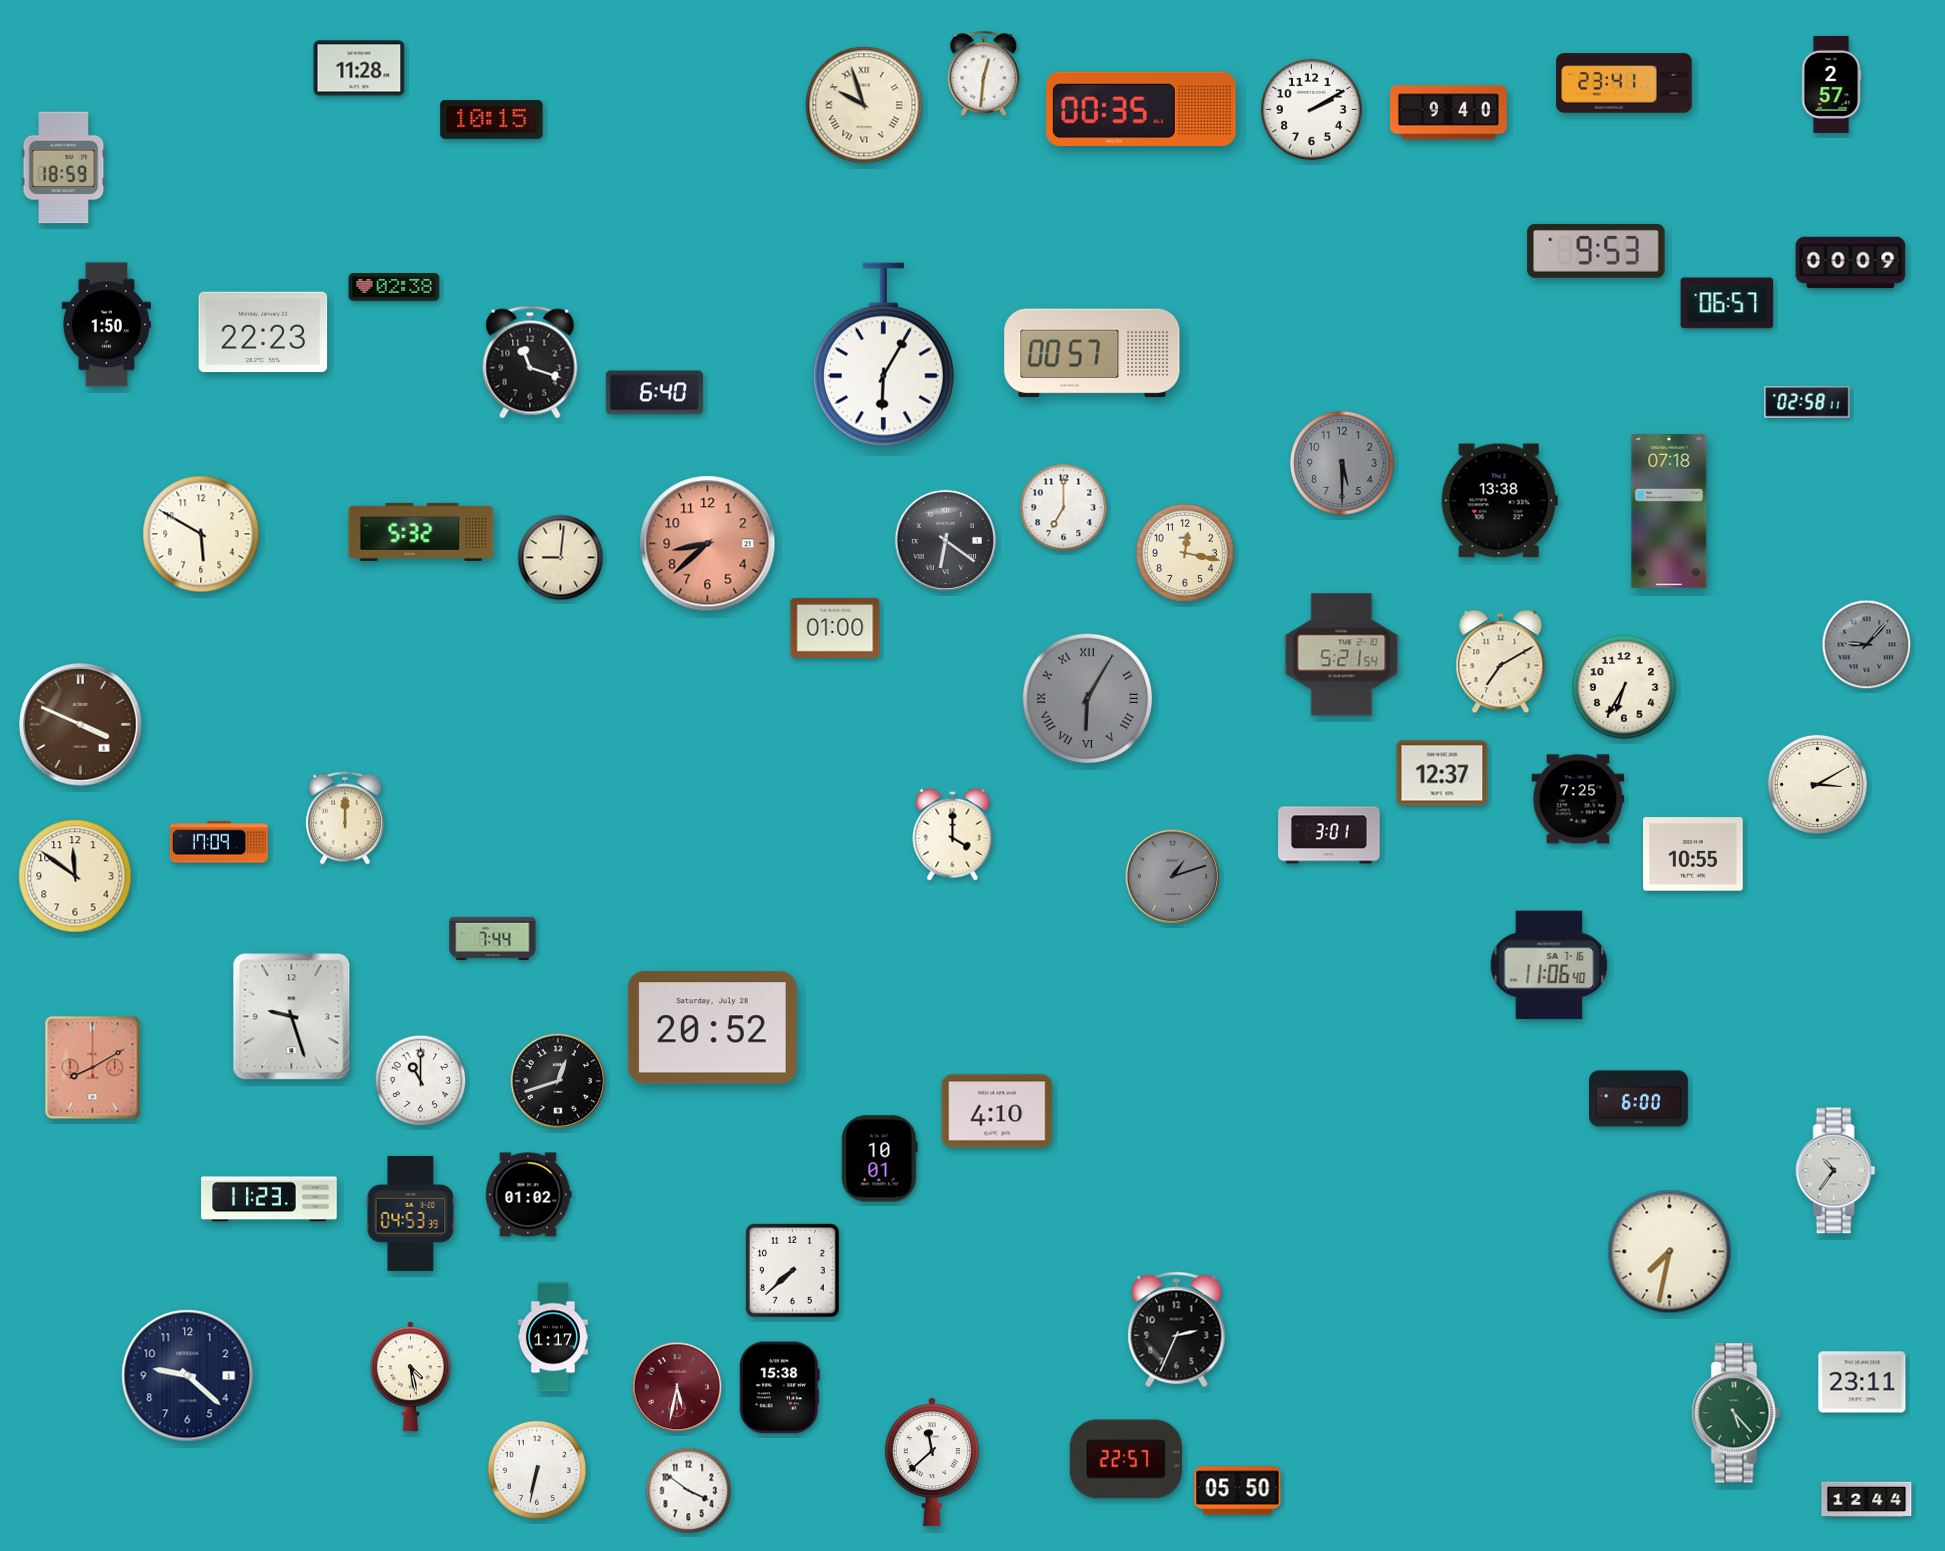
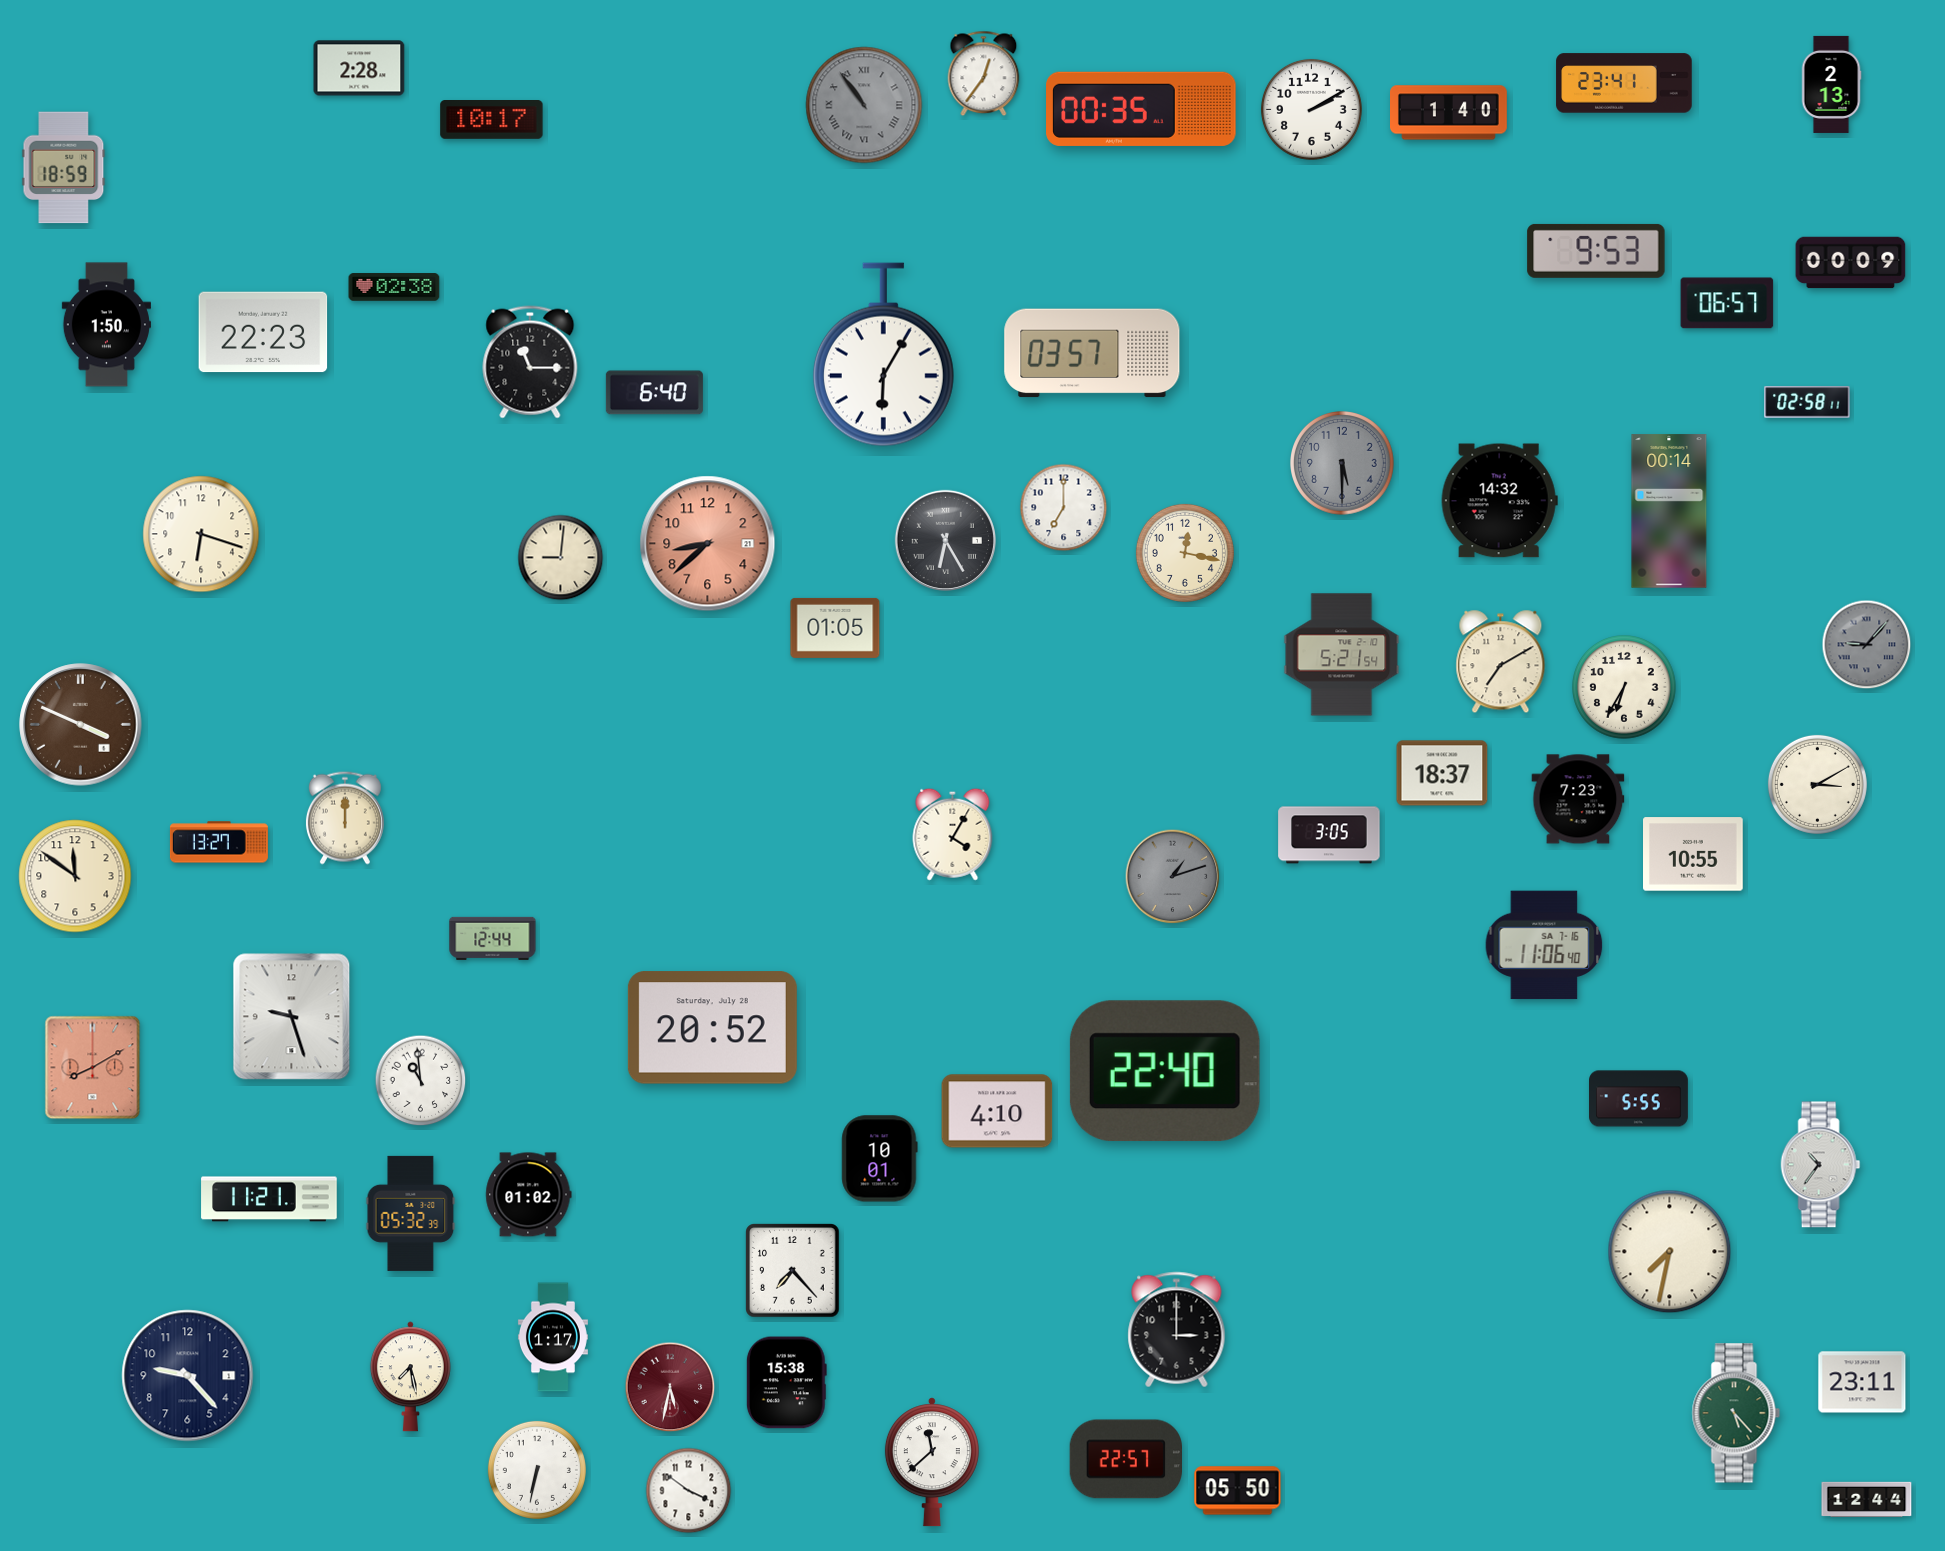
clock at (359, 68): 11:28 -> 2:28
clock at (984, 74): 12:31 -> 12:36
clock at (1831, 84): 2:57 -> 2:13
clock at (864, 105): 9:57 -> 10:54
clock at (864, 105) dial: cream -> grey
clock at (1449, 113): 9:40 -> 1:40
clock at (492, 120): 10:15 -> 10:17
clock at (1092, 353): 00:57 -> 03:57
clock at (530, 362): 11:18 -> 11:15
clock at (1499, 501): 13:38 -> 14:32
clock at (1669, 511): 07:18 -> 00:14
clock at (421, 532): 5:32 -> none
clock at (201, 534): 5:50 -> 6:18
clock at (945, 540): 6:21 -> 6:25
clock at (835, 628): 01:00 -> 01:05
clock at (1088, 699): 6:05 -> none
clock at (1442, 773): 12:37 -> 18:37
clock at (1578, 799): 7:25 -> 7:23
clock at (953, 834): 4:00 -> 4:05
clock at (1329, 835): 3:01 -> 3:05
clock at (219, 842): 17:09 -> 13:27
clock at (493, 938): 7:44 -> 12:44
clock at (1549, 965) position: (1549, 965) -> (1544, 945)
clock at (1165, 1071): none -> 22:40
clock at (421, 1081): 11:00 -> 10:59
clock at (558, 1081): 12:42 -> none
clock at (1639, 1099): 6:00 -> 5:55
clock at (1836, 1171) position: (1836, 1171) -> (1821, 1165)
clock at (269, 1199): 11:23 -> 11:21
clock at (411, 1213): 04:53 -> 05:32
clock at (793, 1271): 7:38 -> 7:23
clock at (1177, 1330): 2:34 -> 3:00
clock at (188, 1376): 9:22 -> 9:23
clock at (410, 1377): 4:28 -> 7:28
clock at (677, 1387) position: (677, 1387) -> (670, 1387)
clock at (779, 1388) position: (779, 1388) -> (786, 1383)
